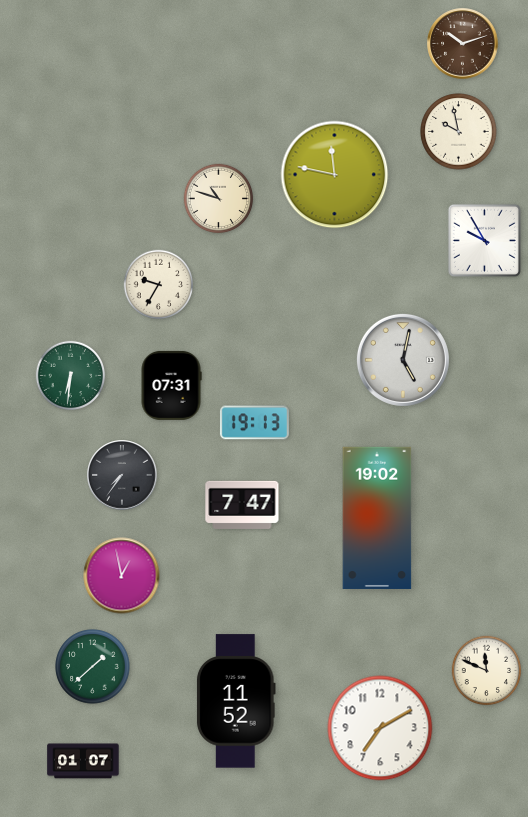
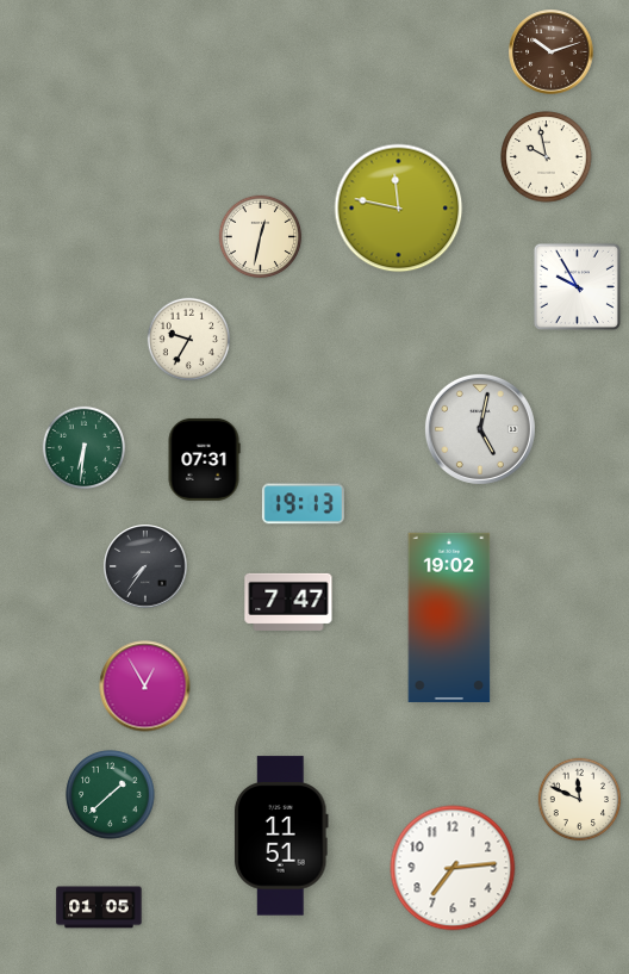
clock at (219, 199): 10:48 -> 12:32
clock at (122, 576): 12:58 -> 12:55
clock at (236, 701): 11:52 -> 11:51
clock at (380, 728): 7:10 -> 7:14
clock at (83, 761): 01:07 -> 01:05
